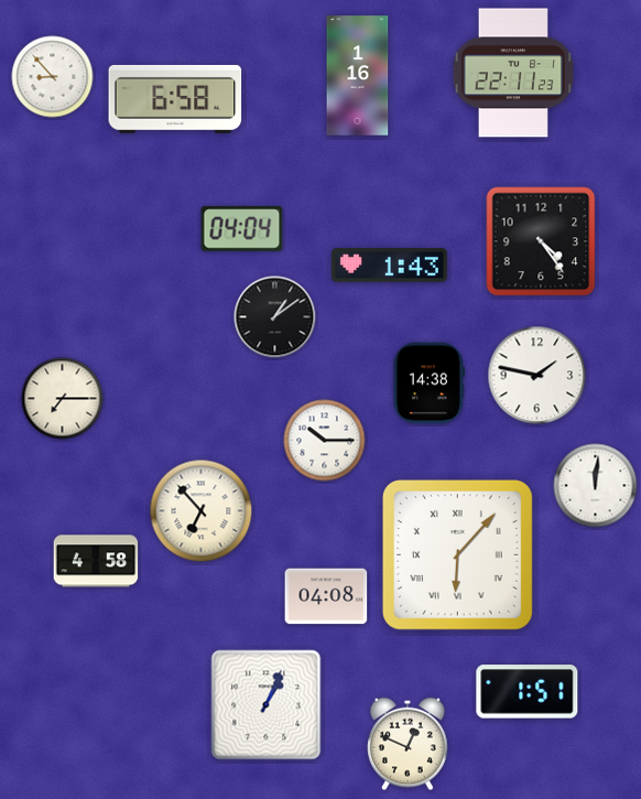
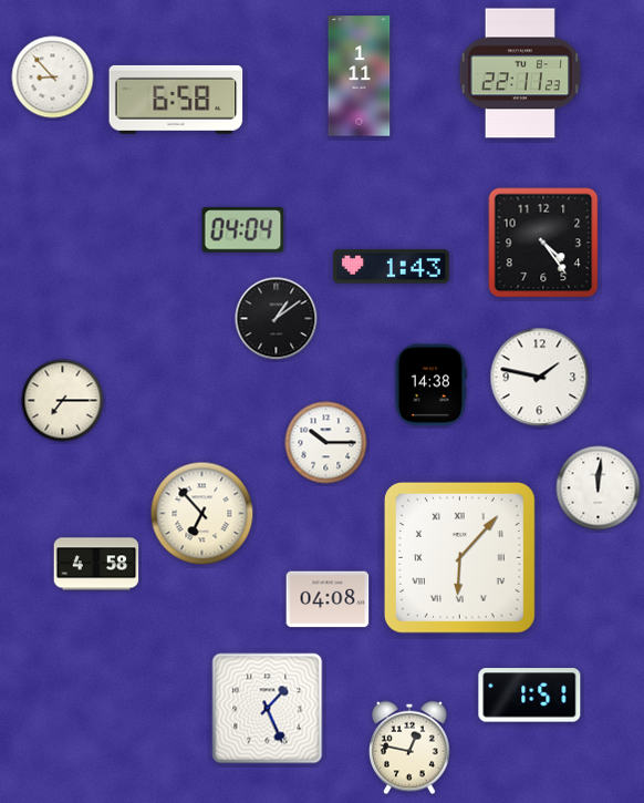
clock at (513, 73) position: (513, 73) -> (520, 73)
clock at (358, 76): 1:16 -> 1:11
clock at (267, 705): 1:04 -> 1:26
clock at (408, 744): 12:49 -> 12:47
